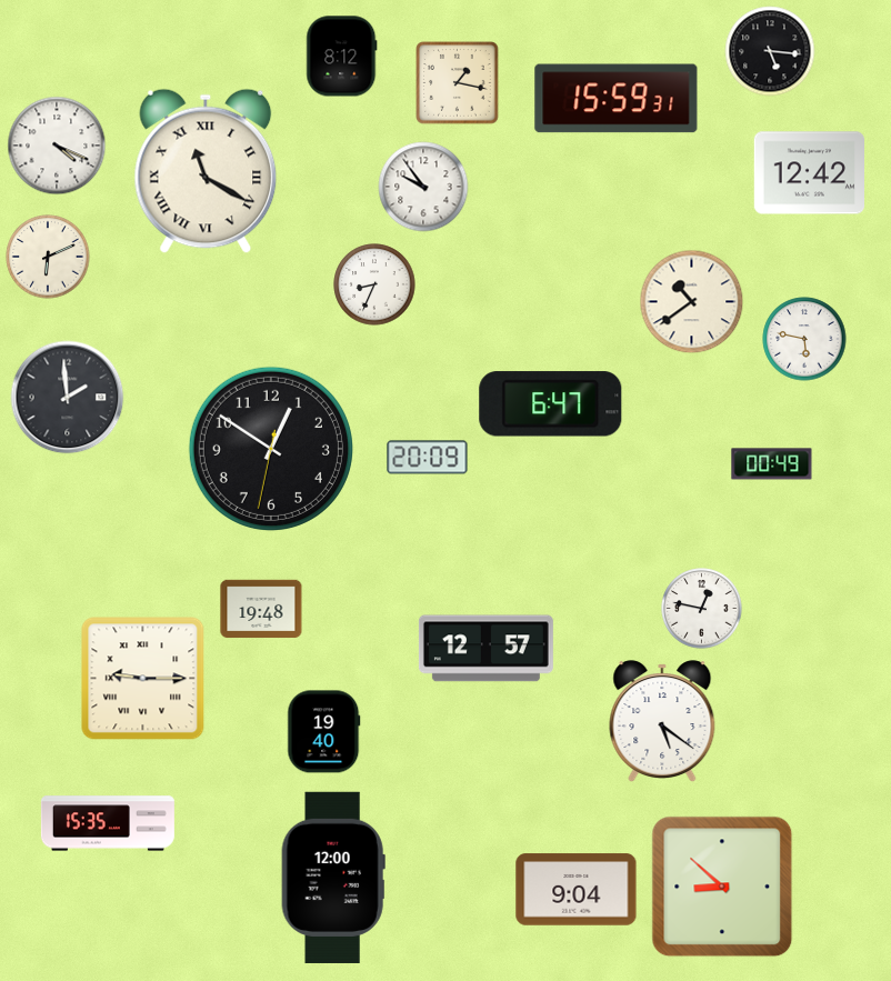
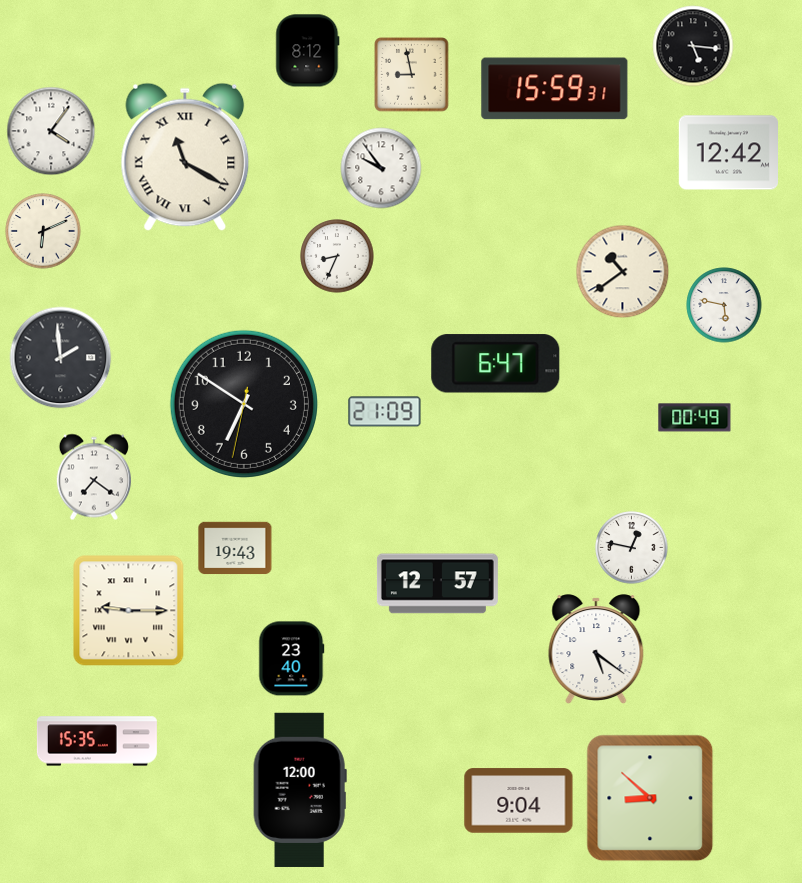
clock at (458, 83): 1:17 -> 8:58
clock at (57, 146): 4:19 -> 4:06
clock at (206, 171) position: (206, 171) -> (185, 157)
clock at (809, 173) position: (809, 173) -> (728, 153)
clock at (271, 449): 12:50 -> 6:50
clock at (428, 458): 20:09 -> 21:09
clock at (94, 477): none -> 7:21
clock at (261, 609): 19:48 -> 19:43
clock at (324, 732): 19:40 -> 23:40
